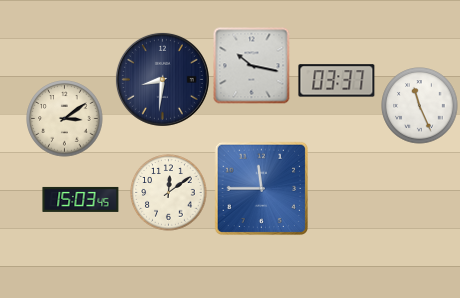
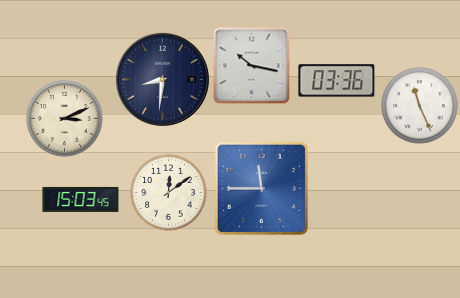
clock at (337, 81): 03:37 -> 03:36
clock at (65, 119): 3:09 -> 3:11
